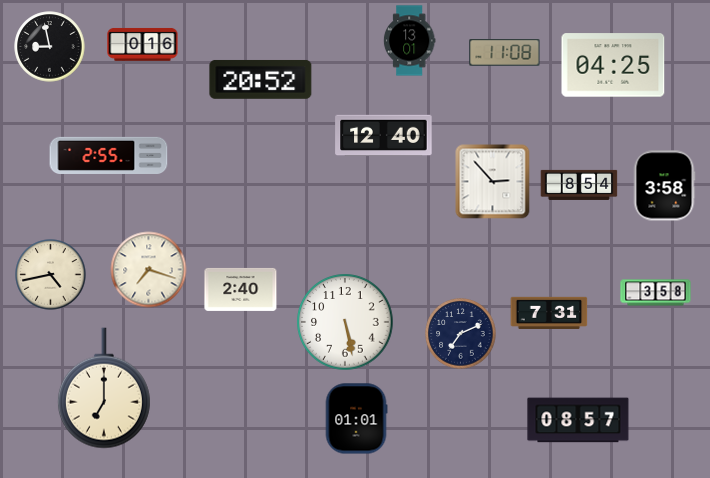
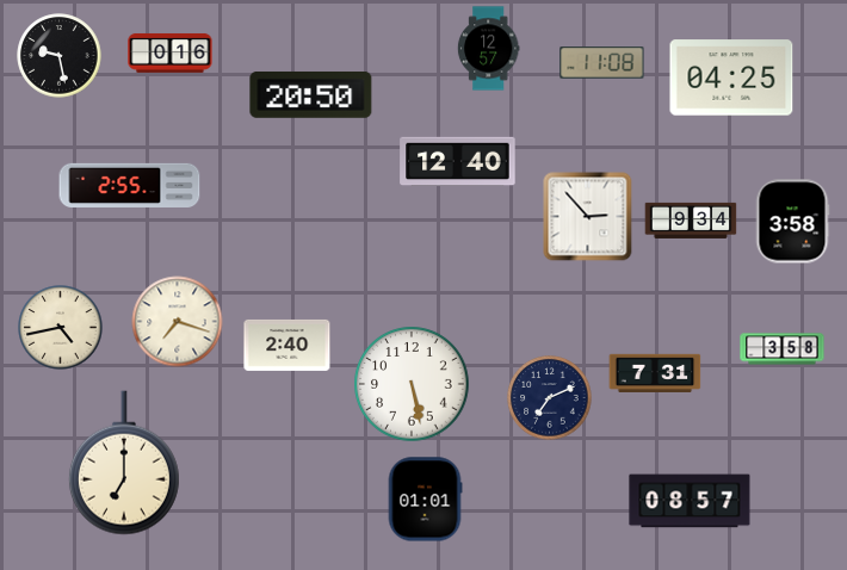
clock at (409, 41): 13:01 -> 12:57
clock at (50, 47): 8:58 -> 9:28
clock at (261, 79): 20:52 -> 20:50
clock at (579, 185): 8:54 -> 9:34
